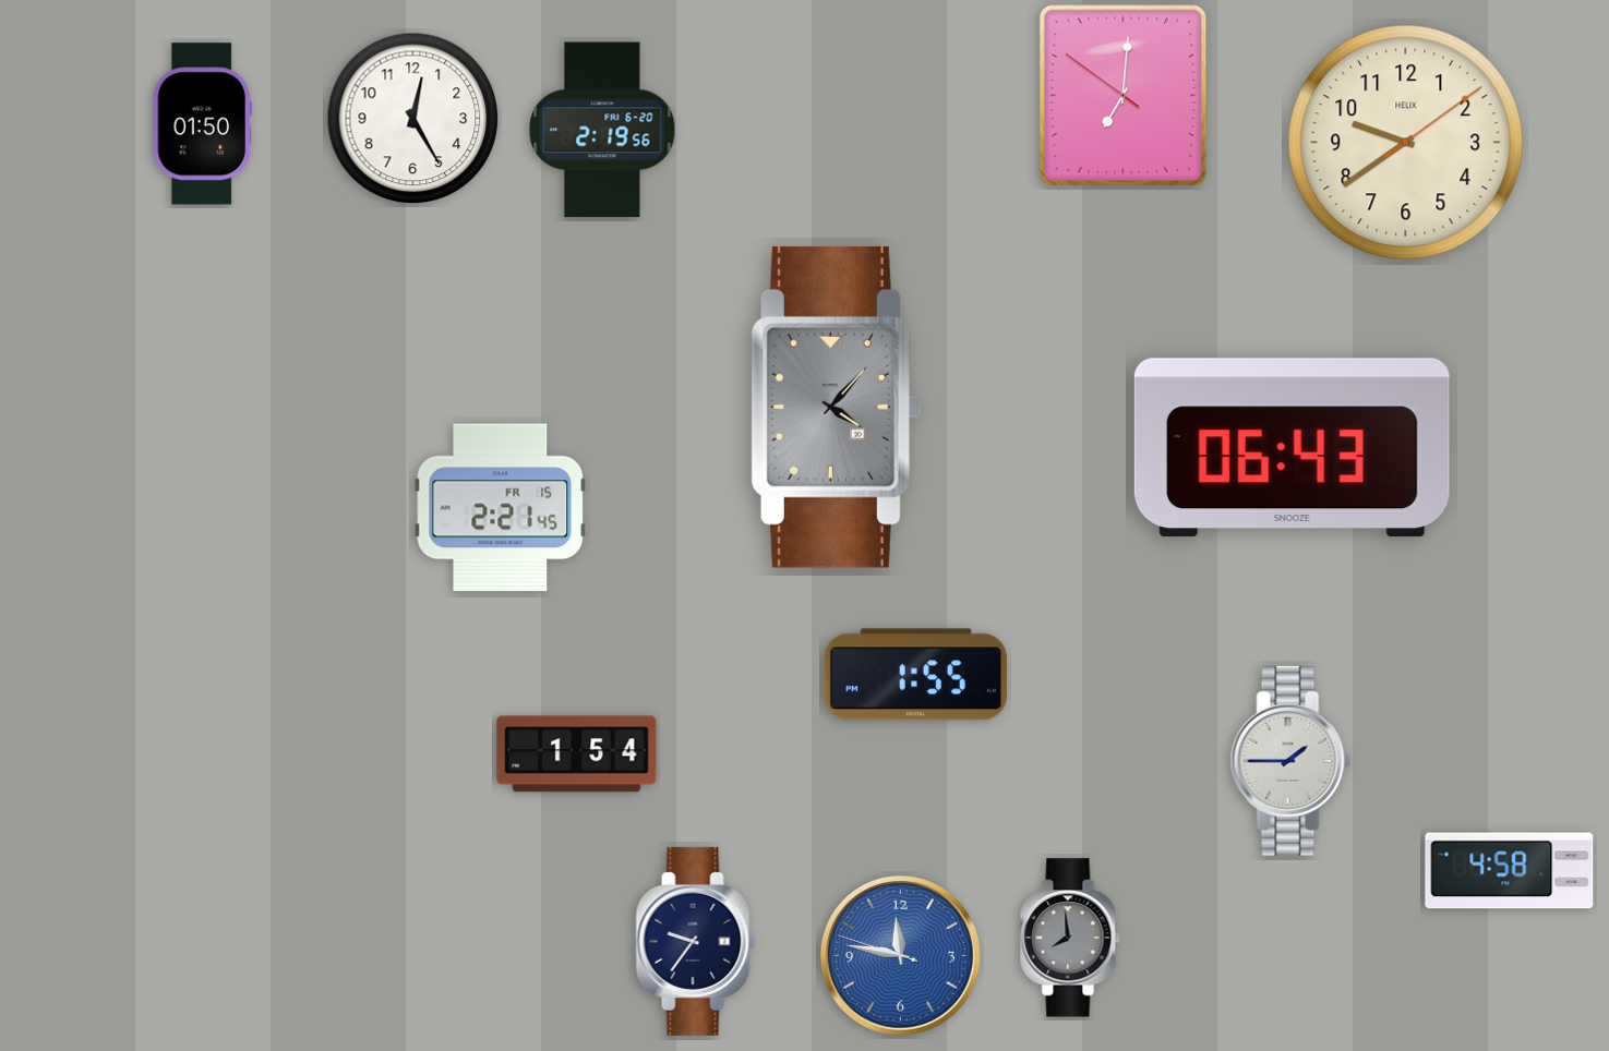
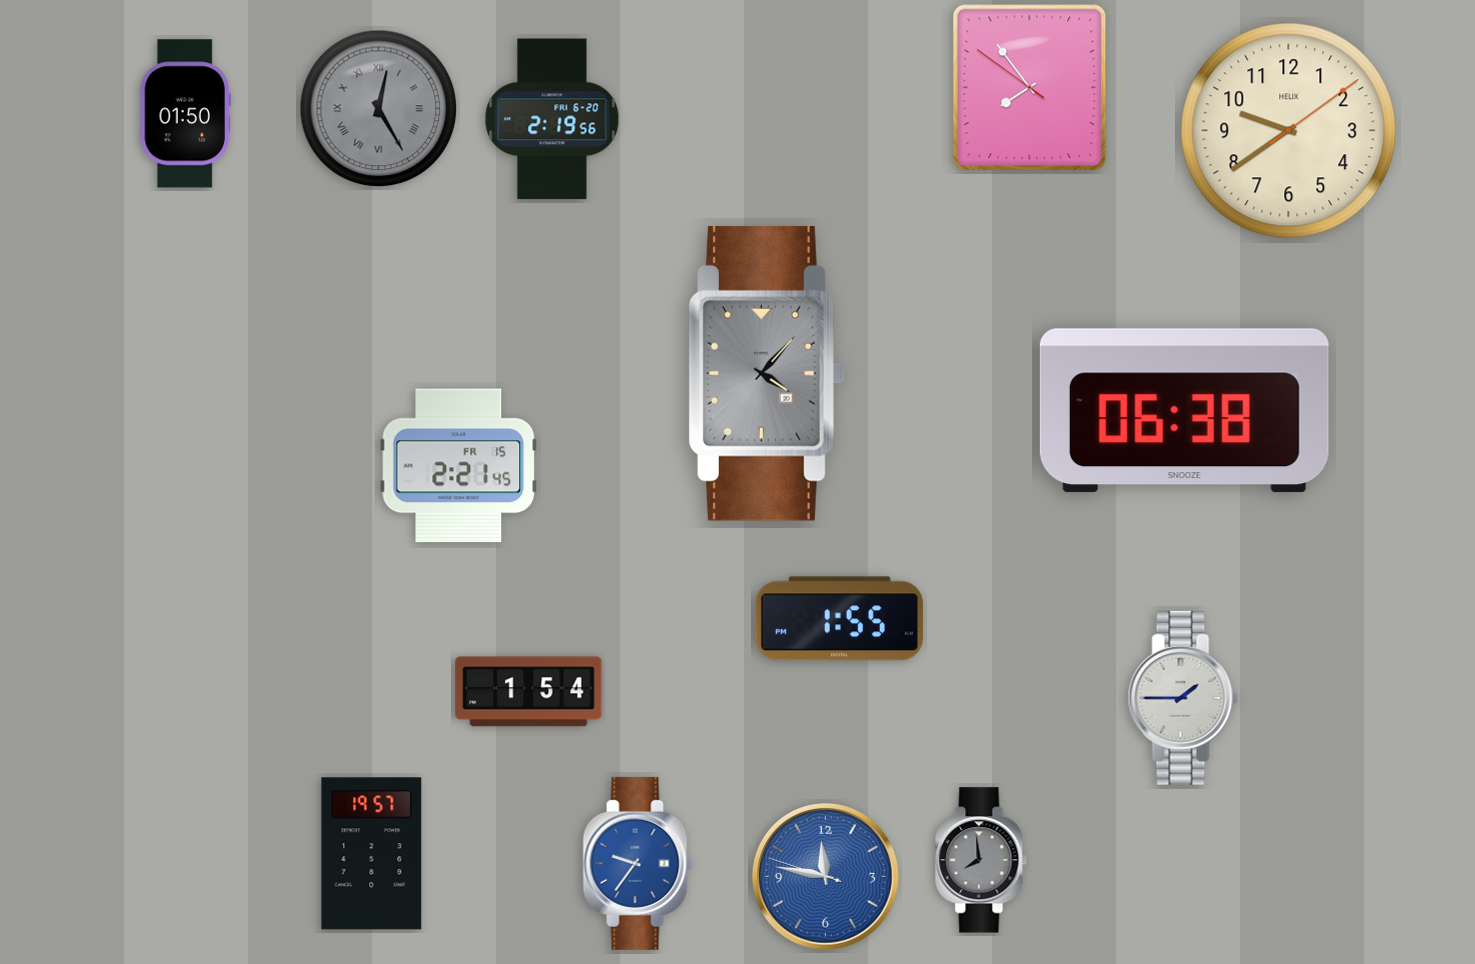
clock at (1124, 96): 7:00 -> 7:53
clock at (413, 119) dial: white -> grey
clock at (413, 119) numerals: Arabic -> Roman
clock at (1292, 448): 06:43 -> 06:38
clock at (1510, 871): 4:58 -> none
clock at (372, 854): none -> 19:57
clock at (696, 941) dial: navy -> blue
